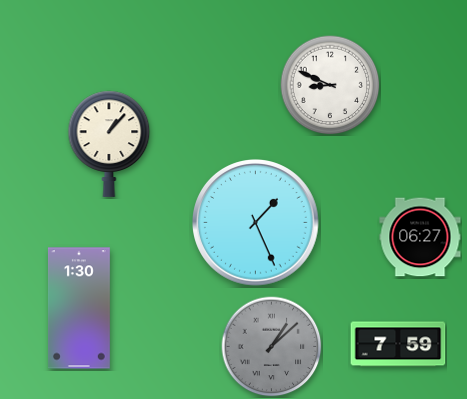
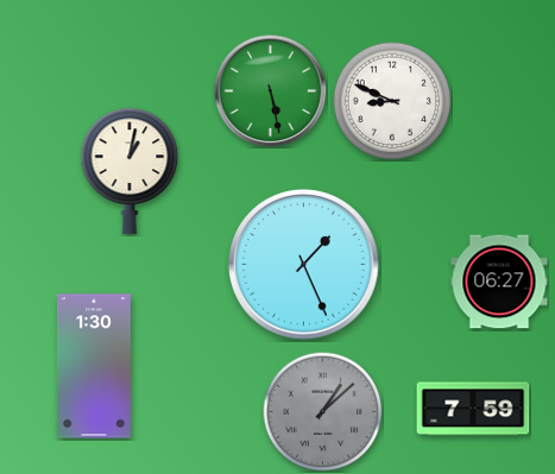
clock at (270, 90): none -> 5:28
clock at (109, 144): 1:07 -> 1:02
